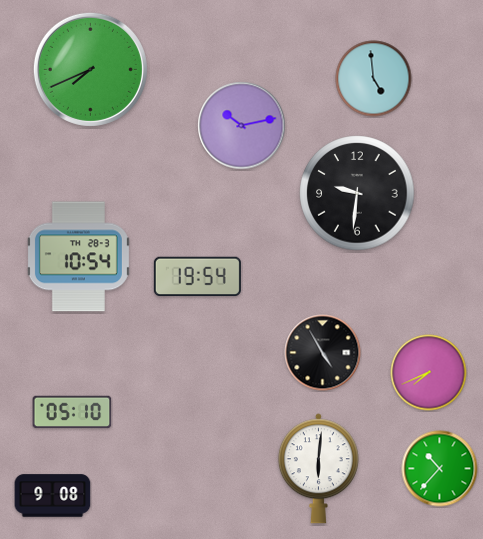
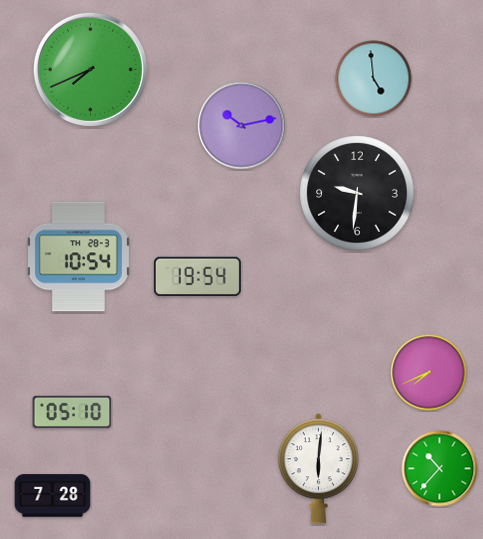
clock at (323, 353): 4:55 -> none
clock at (53, 496): 9:08 -> 7:28
